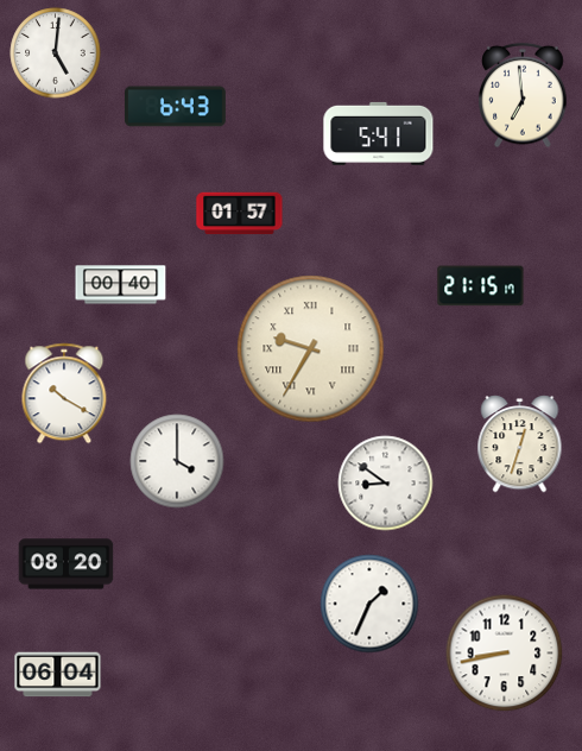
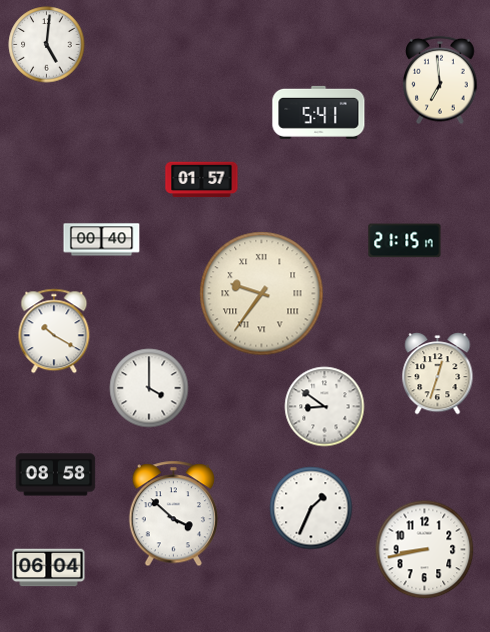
clock at (175, 107): 6:43 -> none
clock at (311, 349): 9:35 -> 9:36
clock at (67, 564): 08:20 -> 08:58
clock at (173, 514): none -> 3:52
